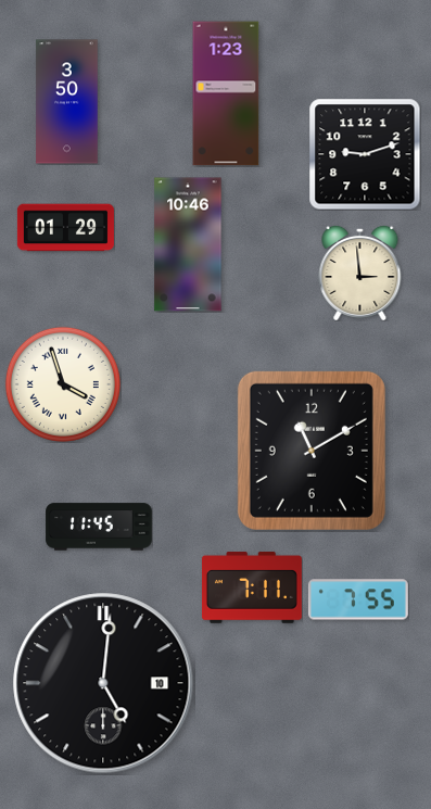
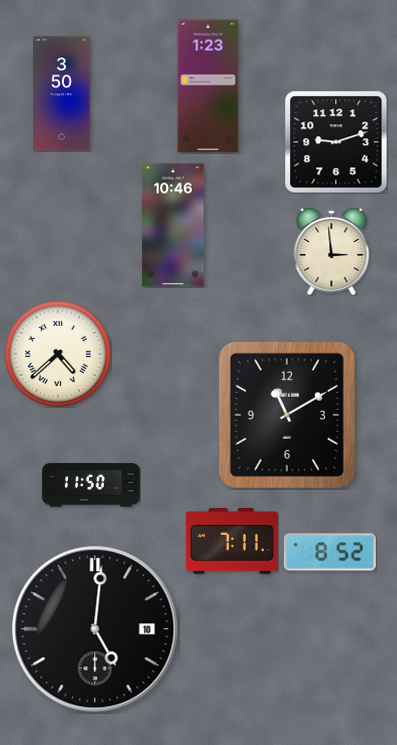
clock at (65, 228): 01:29 -> none
clock at (63, 384): 3:57 -> 4:38
clock at (99, 527): 11:45 -> 11:50
clock at (358, 599): 7:55 -> 8:52
